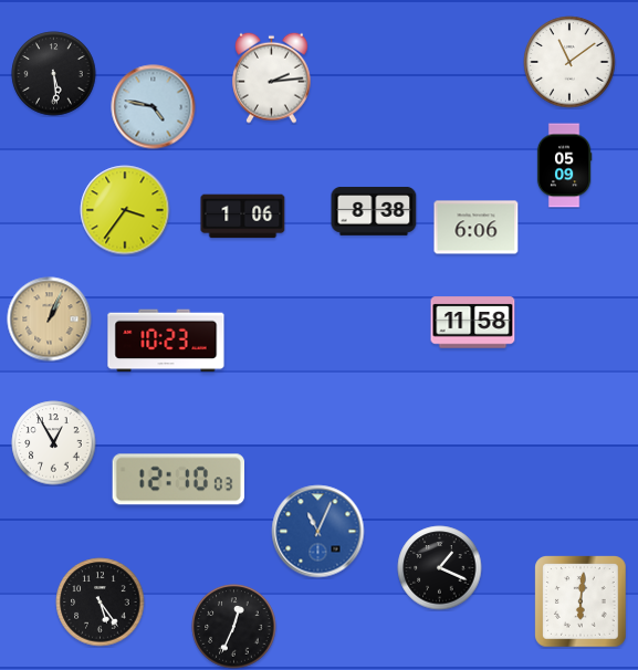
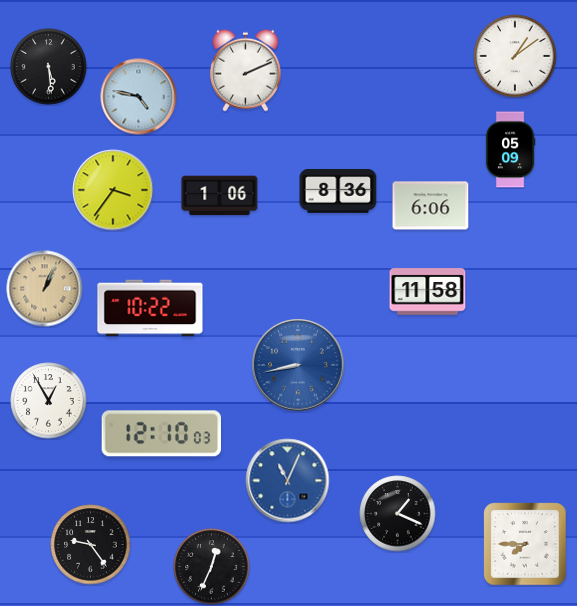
clock at (569, 62): 11:09 -> 1:09
clock at (272, 77): 2:14 -> 2:11
clock at (374, 211): 8:38 -> 8:36
clock at (166, 341): 10:23 -> 10:22
clock at (298, 365): none -> 8:43
clock at (581, 601): 6:01 -> 7:45
clock at (101, 603): 5:24 -> 9:24
